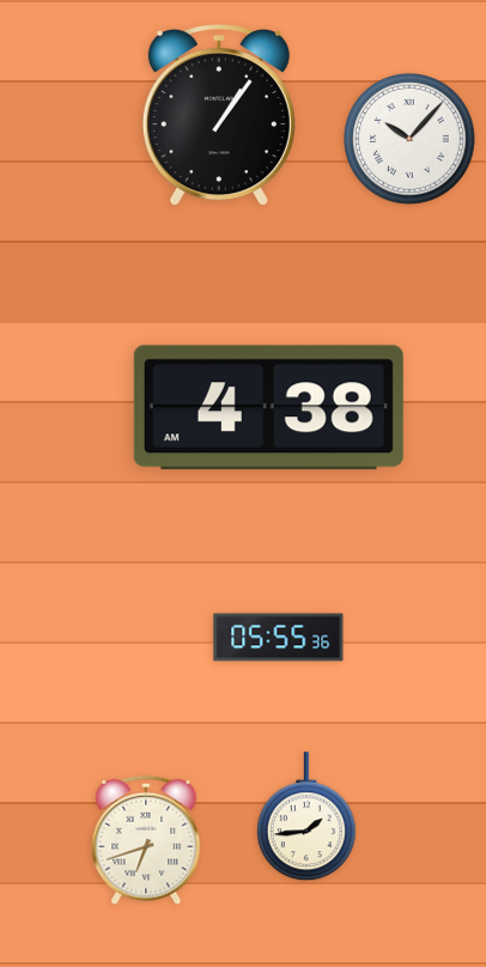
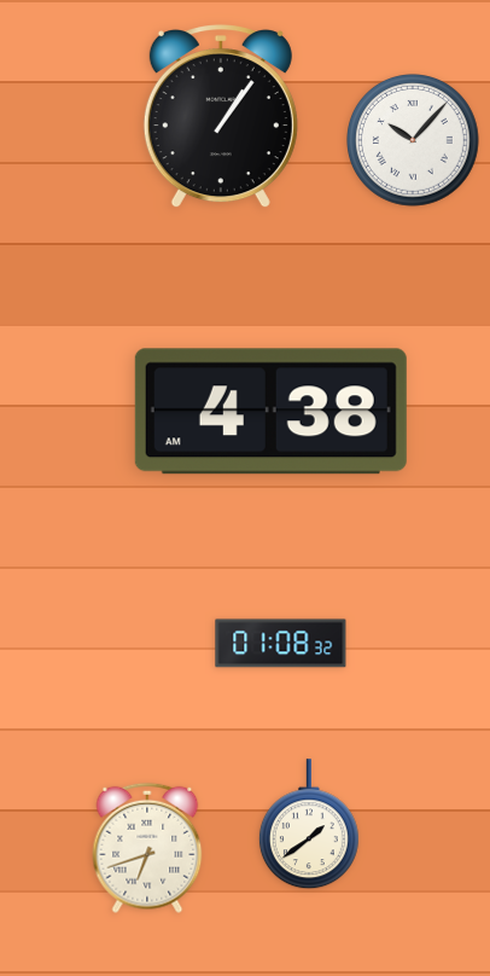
clock at (279, 638): 05:55 -> 01:08
clock at (306, 817): 1:44 -> 1:39
